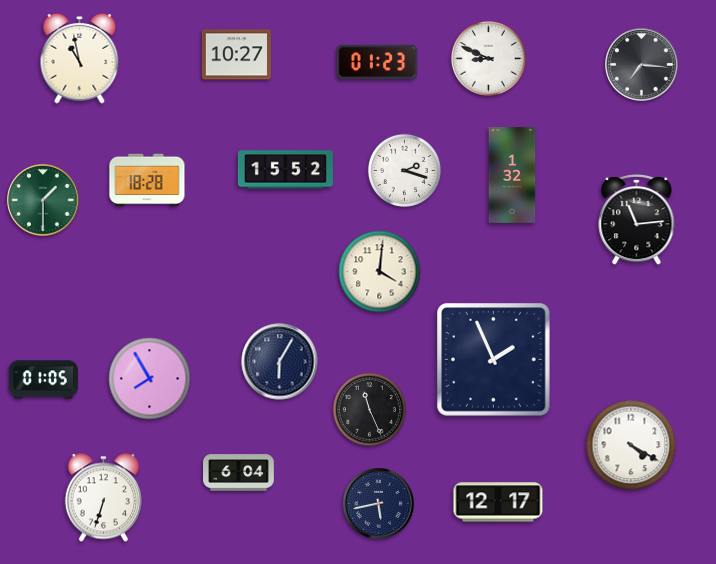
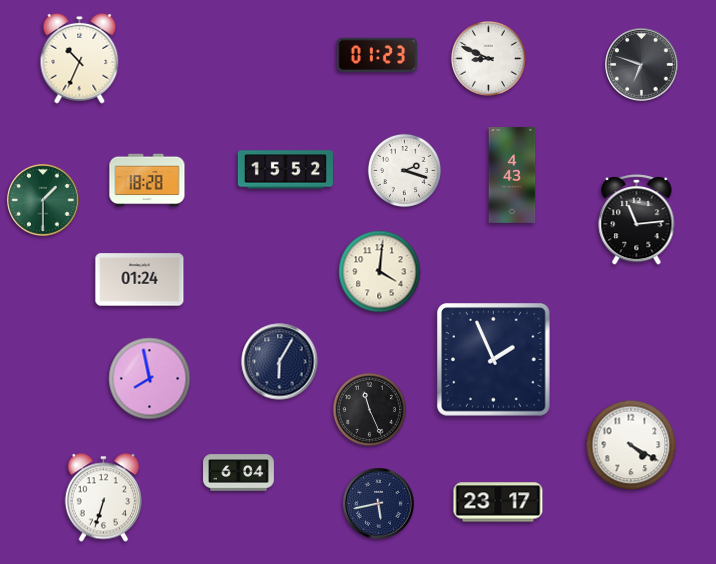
clock at (236, 55): 10:27 -> none
clock at (80, 58): 10:58 -> 10:34
clock at (377, 62) position: (377, 62) -> (377, 55)
clock at (642, 65): 7:16 -> 6:48
clock at (512, 176): 1:32 -> 4:43
clock at (140, 280): none -> 01:24
clock at (150, 379): 7:55 -> 7:58
clock at (43, 380): 01:05 -> none
clock at (498, 502): 12:17 -> 23:17
